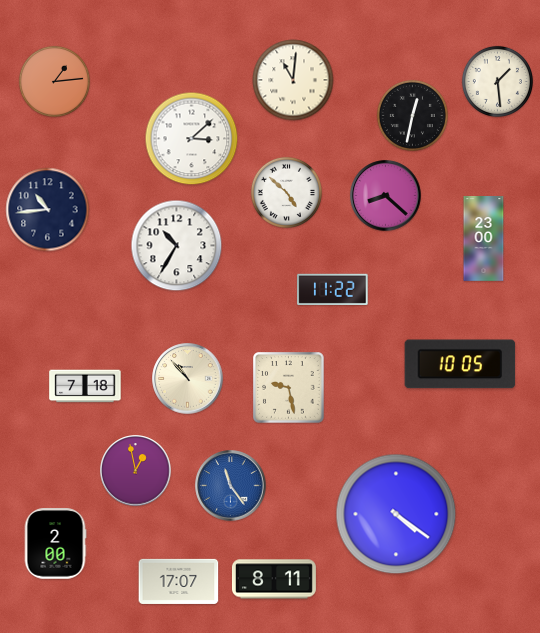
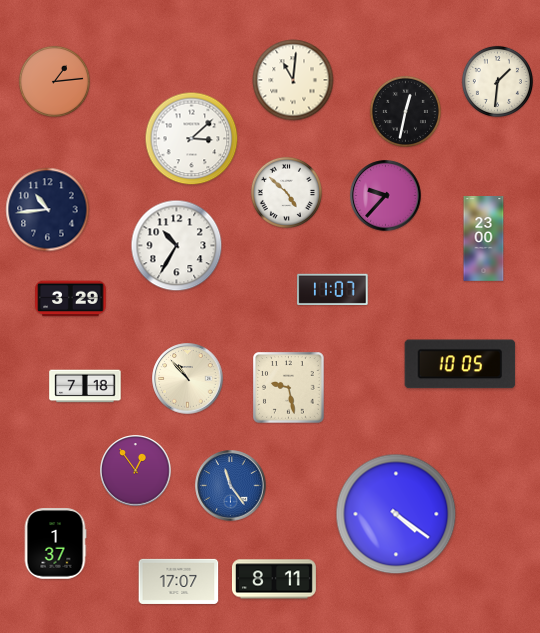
clock at (497, 81): 1:29 -> 1:31
clock at (412, 115) position: (412, 115) -> (405, 111)
clock at (386, 196): 8:22 -> 9:37
clock at (333, 289): 11:22 -> 11:07
clock at (71, 299): none -> 3:29
clock at (136, 471): 12:58 -> 12:54
clock at (55, 544): 2:00 -> 1:37
